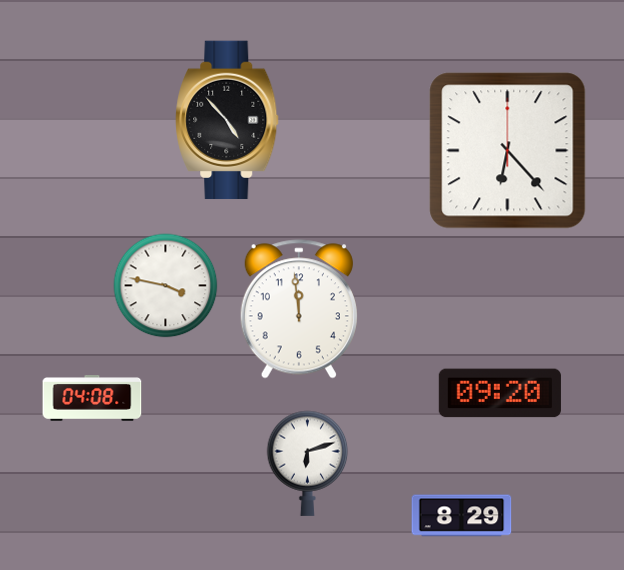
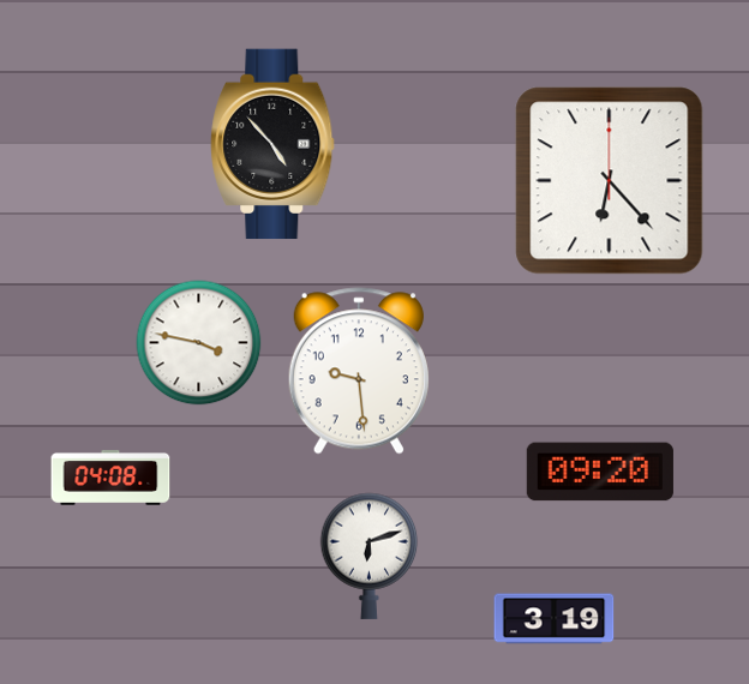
clock at (299, 309): 11:59 -> 9:29
clock at (462, 516): 8:29 -> 3:19
